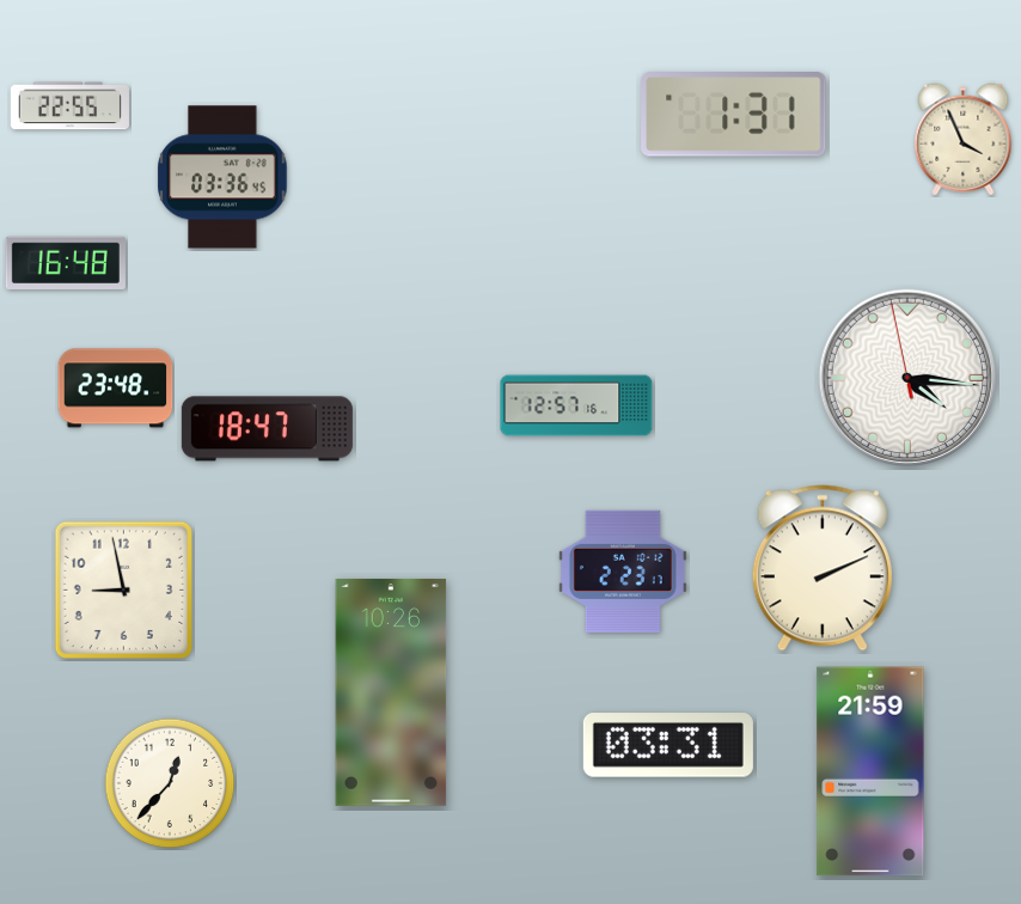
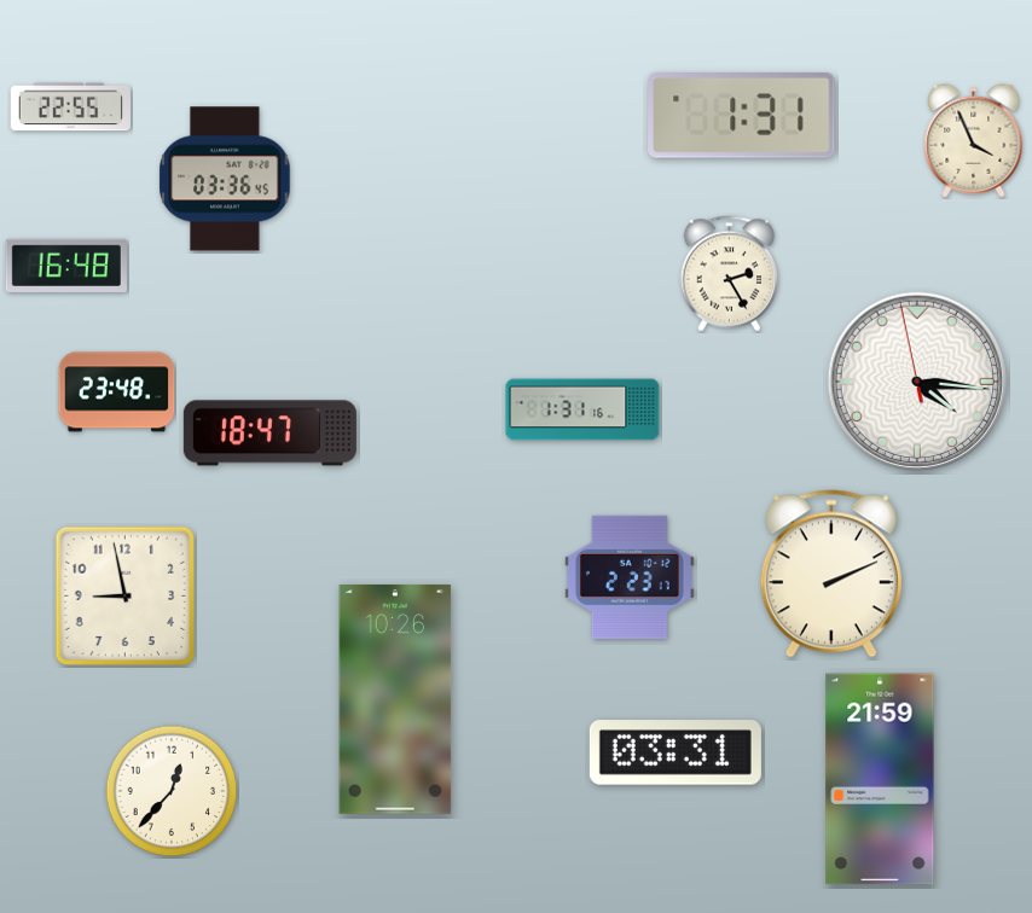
clock at (730, 274): none -> 2:25
clock at (576, 405): 12:57 -> 1:31
